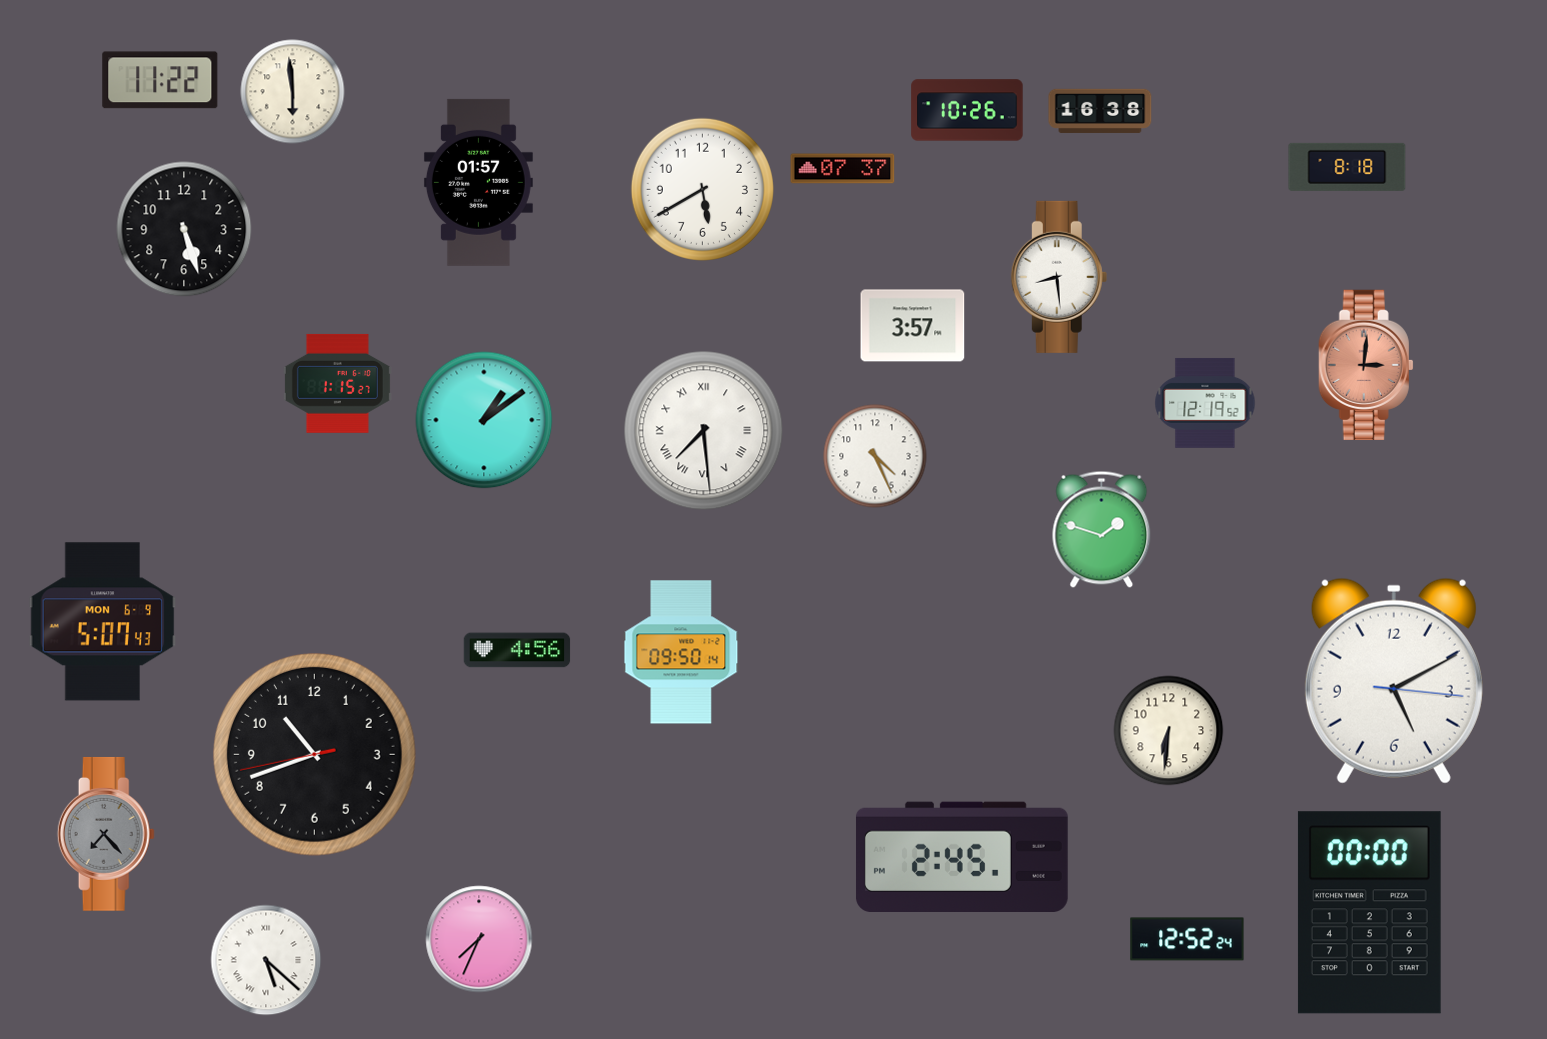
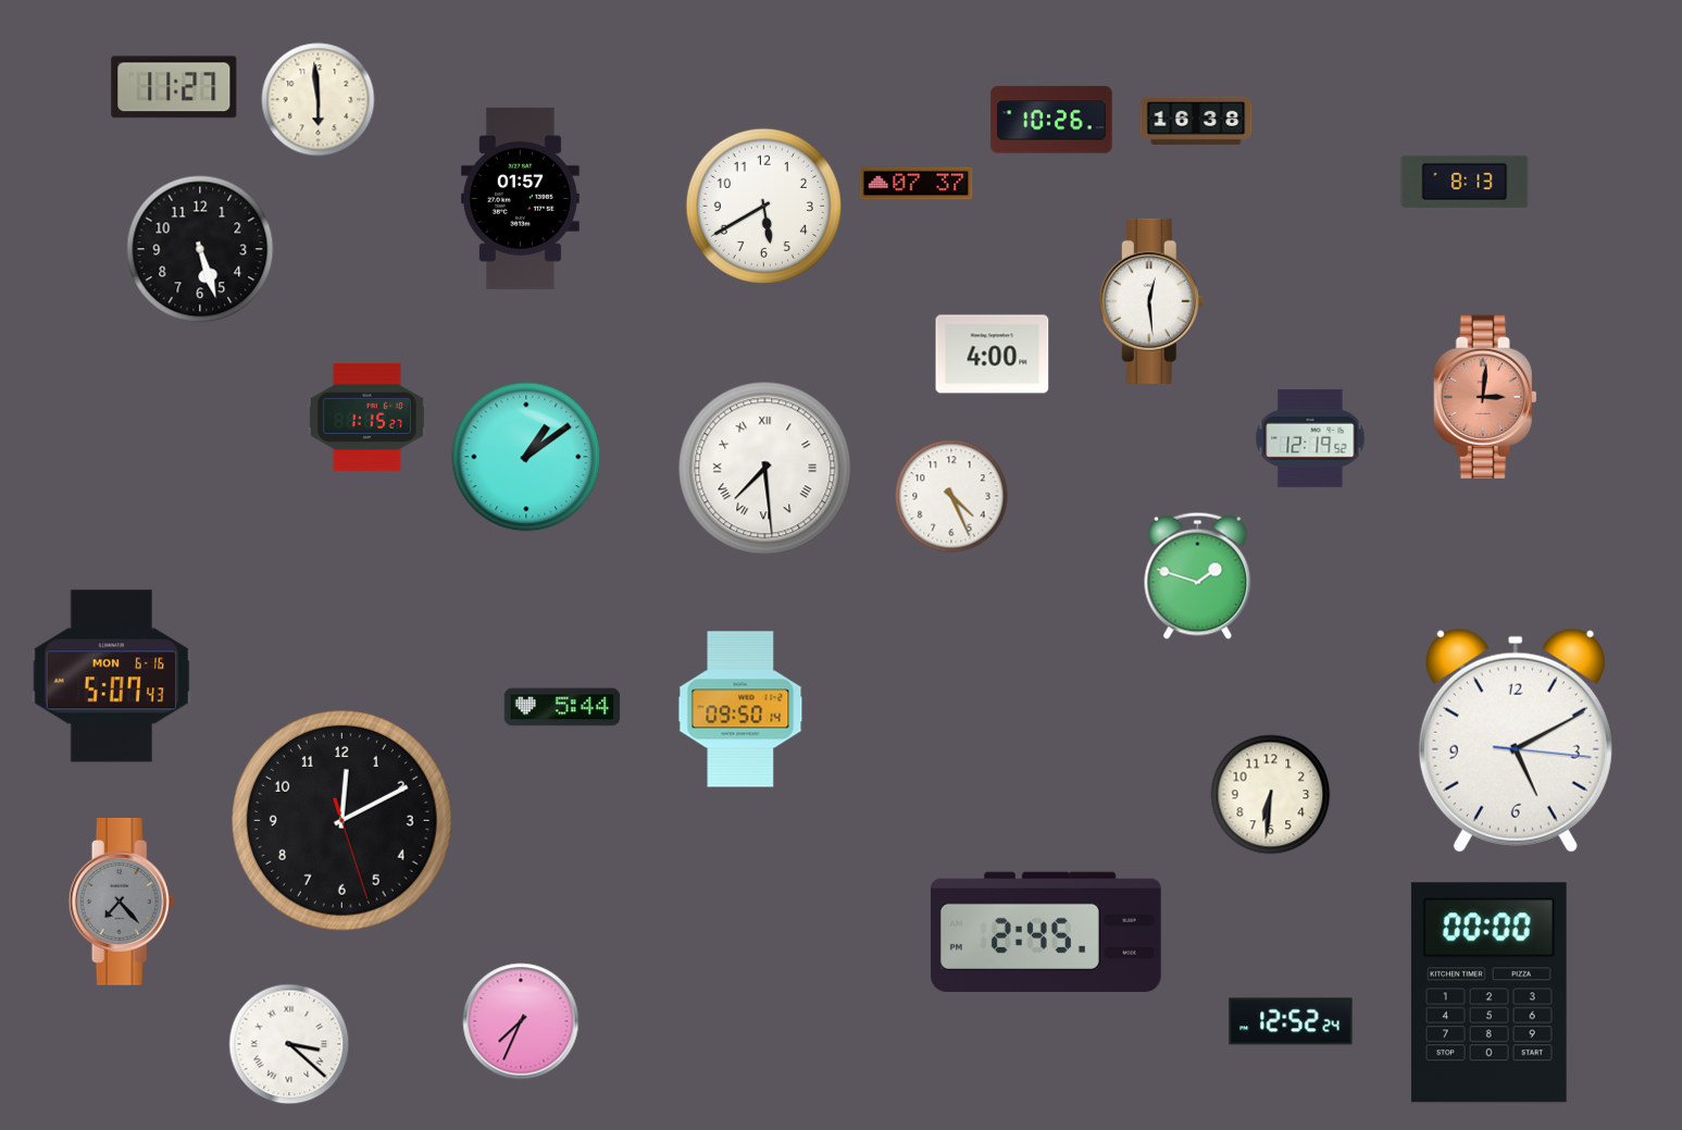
clock at (160, 80): 11:22 -> 11:27
clock at (1347, 167): 8:18 -> 8:13
clock at (1059, 277): 8:29 -> 12:29
clock at (913, 326): 3:57 -> 4:00
clock at (103, 622) date: MON 6-9 -> MON 6-16
clock at (517, 650): 4:56 -> 5:44
clock at (314, 754): 10:41 -> 12:10
clock at (106, 834) position: (106, 834) -> (122, 902)
clock at (266, 960): 5:22 -> 3:22
